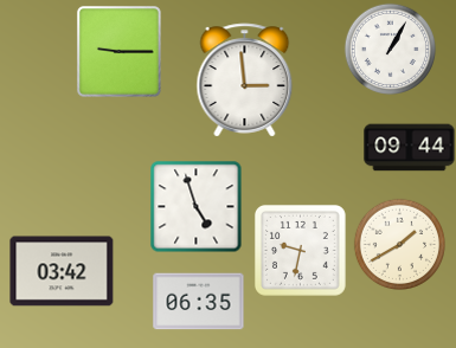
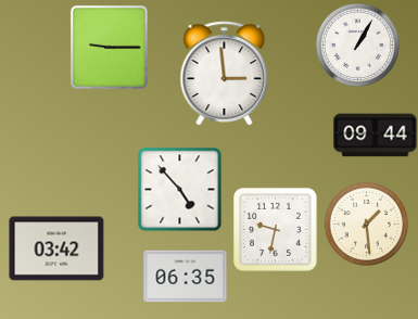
clock at (195, 206): 4:57 -> 4:53
clock at (399, 244): 1:40 -> 1:29
clock at (199, 302) position: (199, 302) -> (186, 277)
